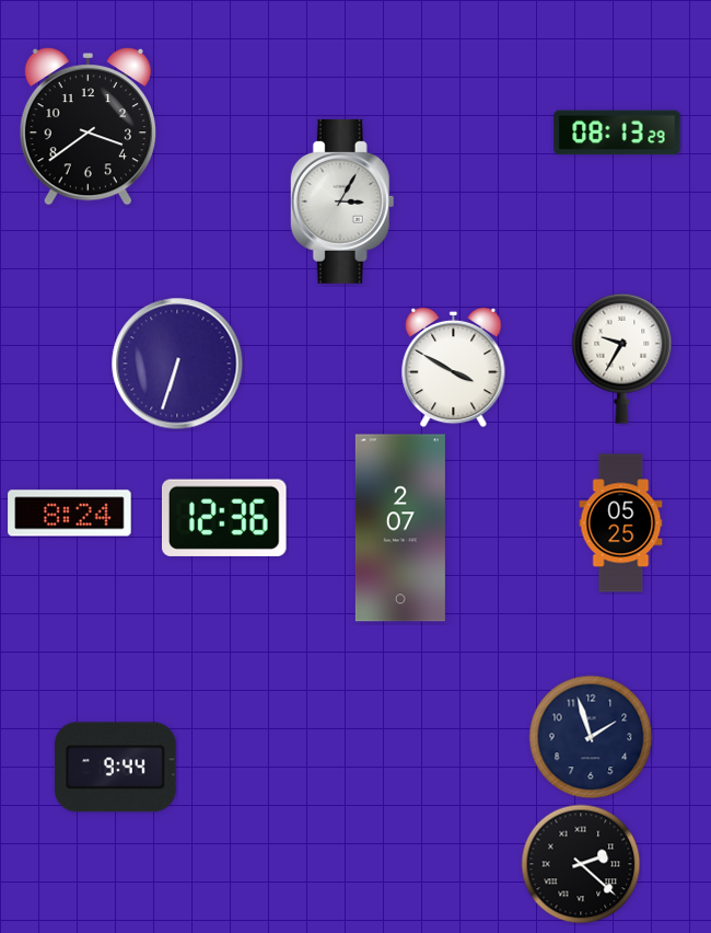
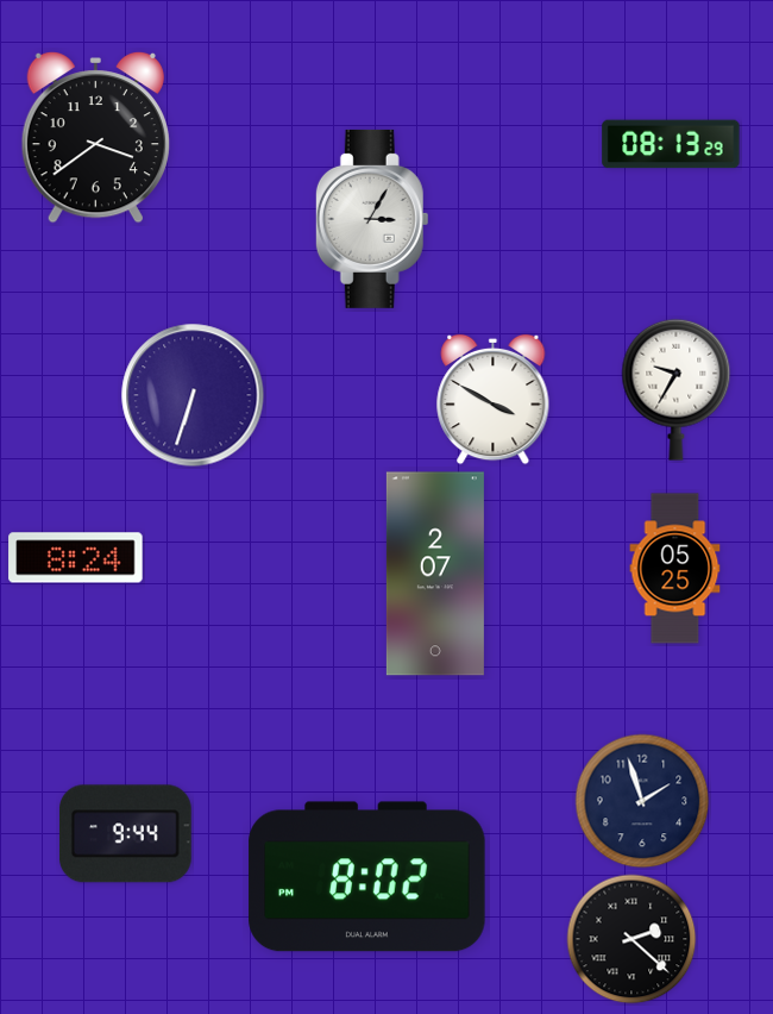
clock at (225, 518): 12:36 -> none
clock at (367, 877): none -> 8:02
